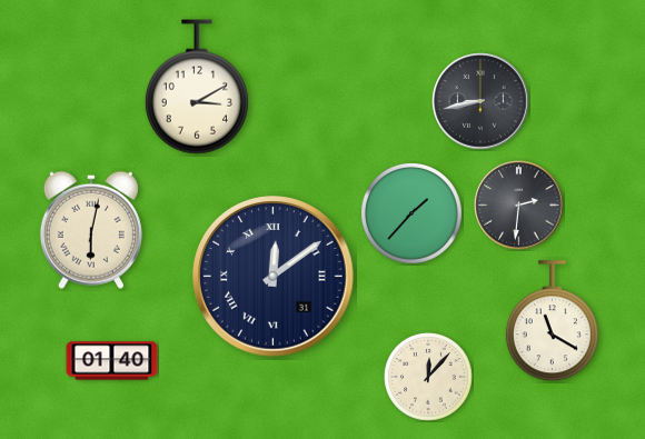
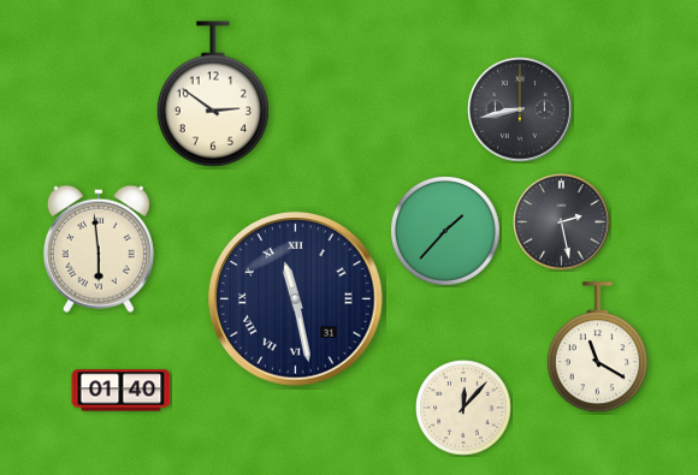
clock at (197, 87): 3:10 -> 2:51
clock at (519, 206): 2:31 -> 2:28
clock at (91, 230): 6:02 -> 5:59
clock at (274, 277): 12:09 -> 11:28
